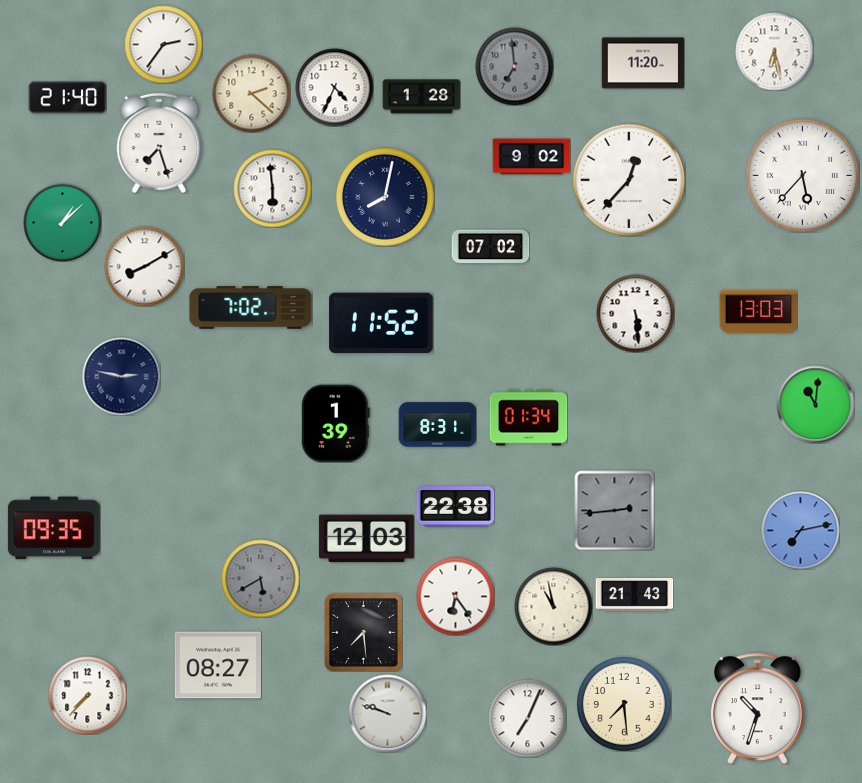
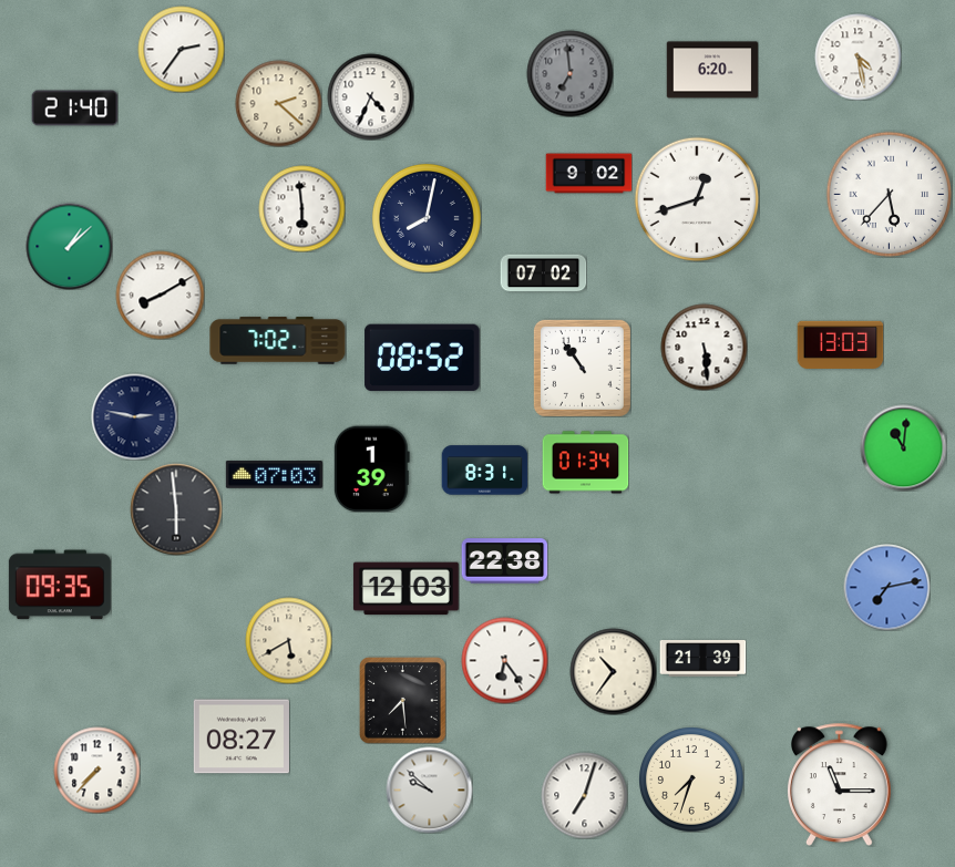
clock at (774, 51): 6:28 -> 4:28
clock at (643, 63): 11:20 -> 6:20
clock at (421, 97): 1:28 -> none
clock at (159, 143): 7:27 -> none
clock at (628, 179): 12:37 -> 12:42
clock at (381, 323): 11:52 -> 08:52
clock at (582, 368): none -> 10:54
clock at (274, 475): none -> 07:03
clock at (176, 509): none -> 5:59
clock at (614, 510): 2:44 -> none
clock at (366, 539) position: (366, 539) -> (405, 589)
clock at (260, 578) dial: grey -> cream
clock at (634, 595): 21:43 -> 21:39
clock at (553, 606): 10:58 -> 10:36
clock at (624, 704): 7:29 -> 7:33
clock at (758, 708): 10:33 -> 11:15
clock at (387, 713): 9:48 -> 9:52
clock at (527, 718): 7:04 -> 7:03
